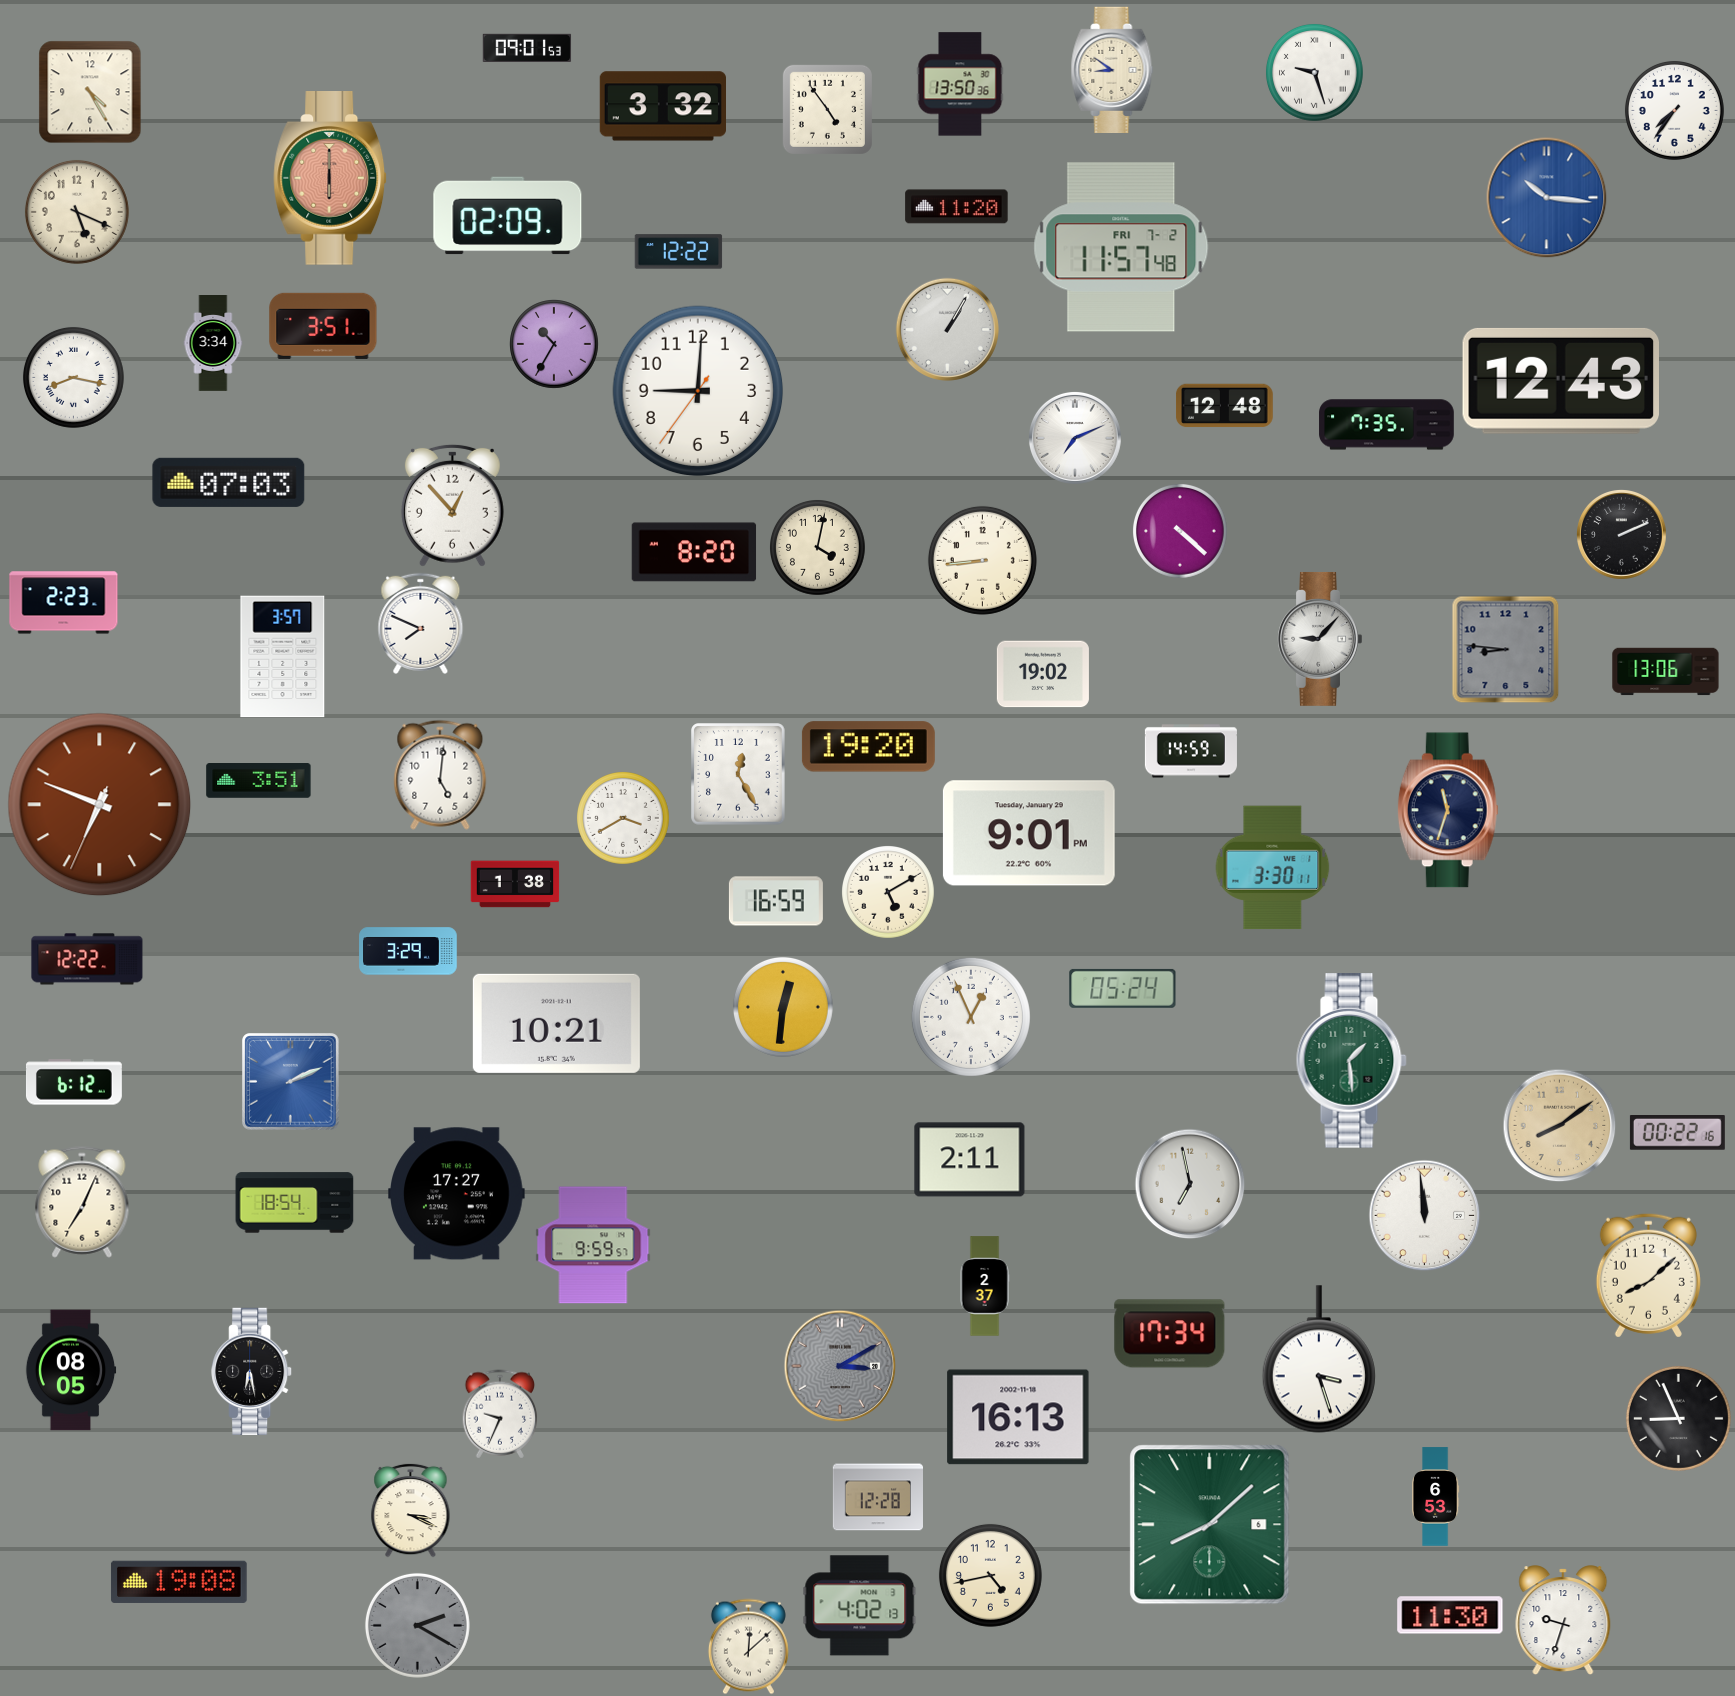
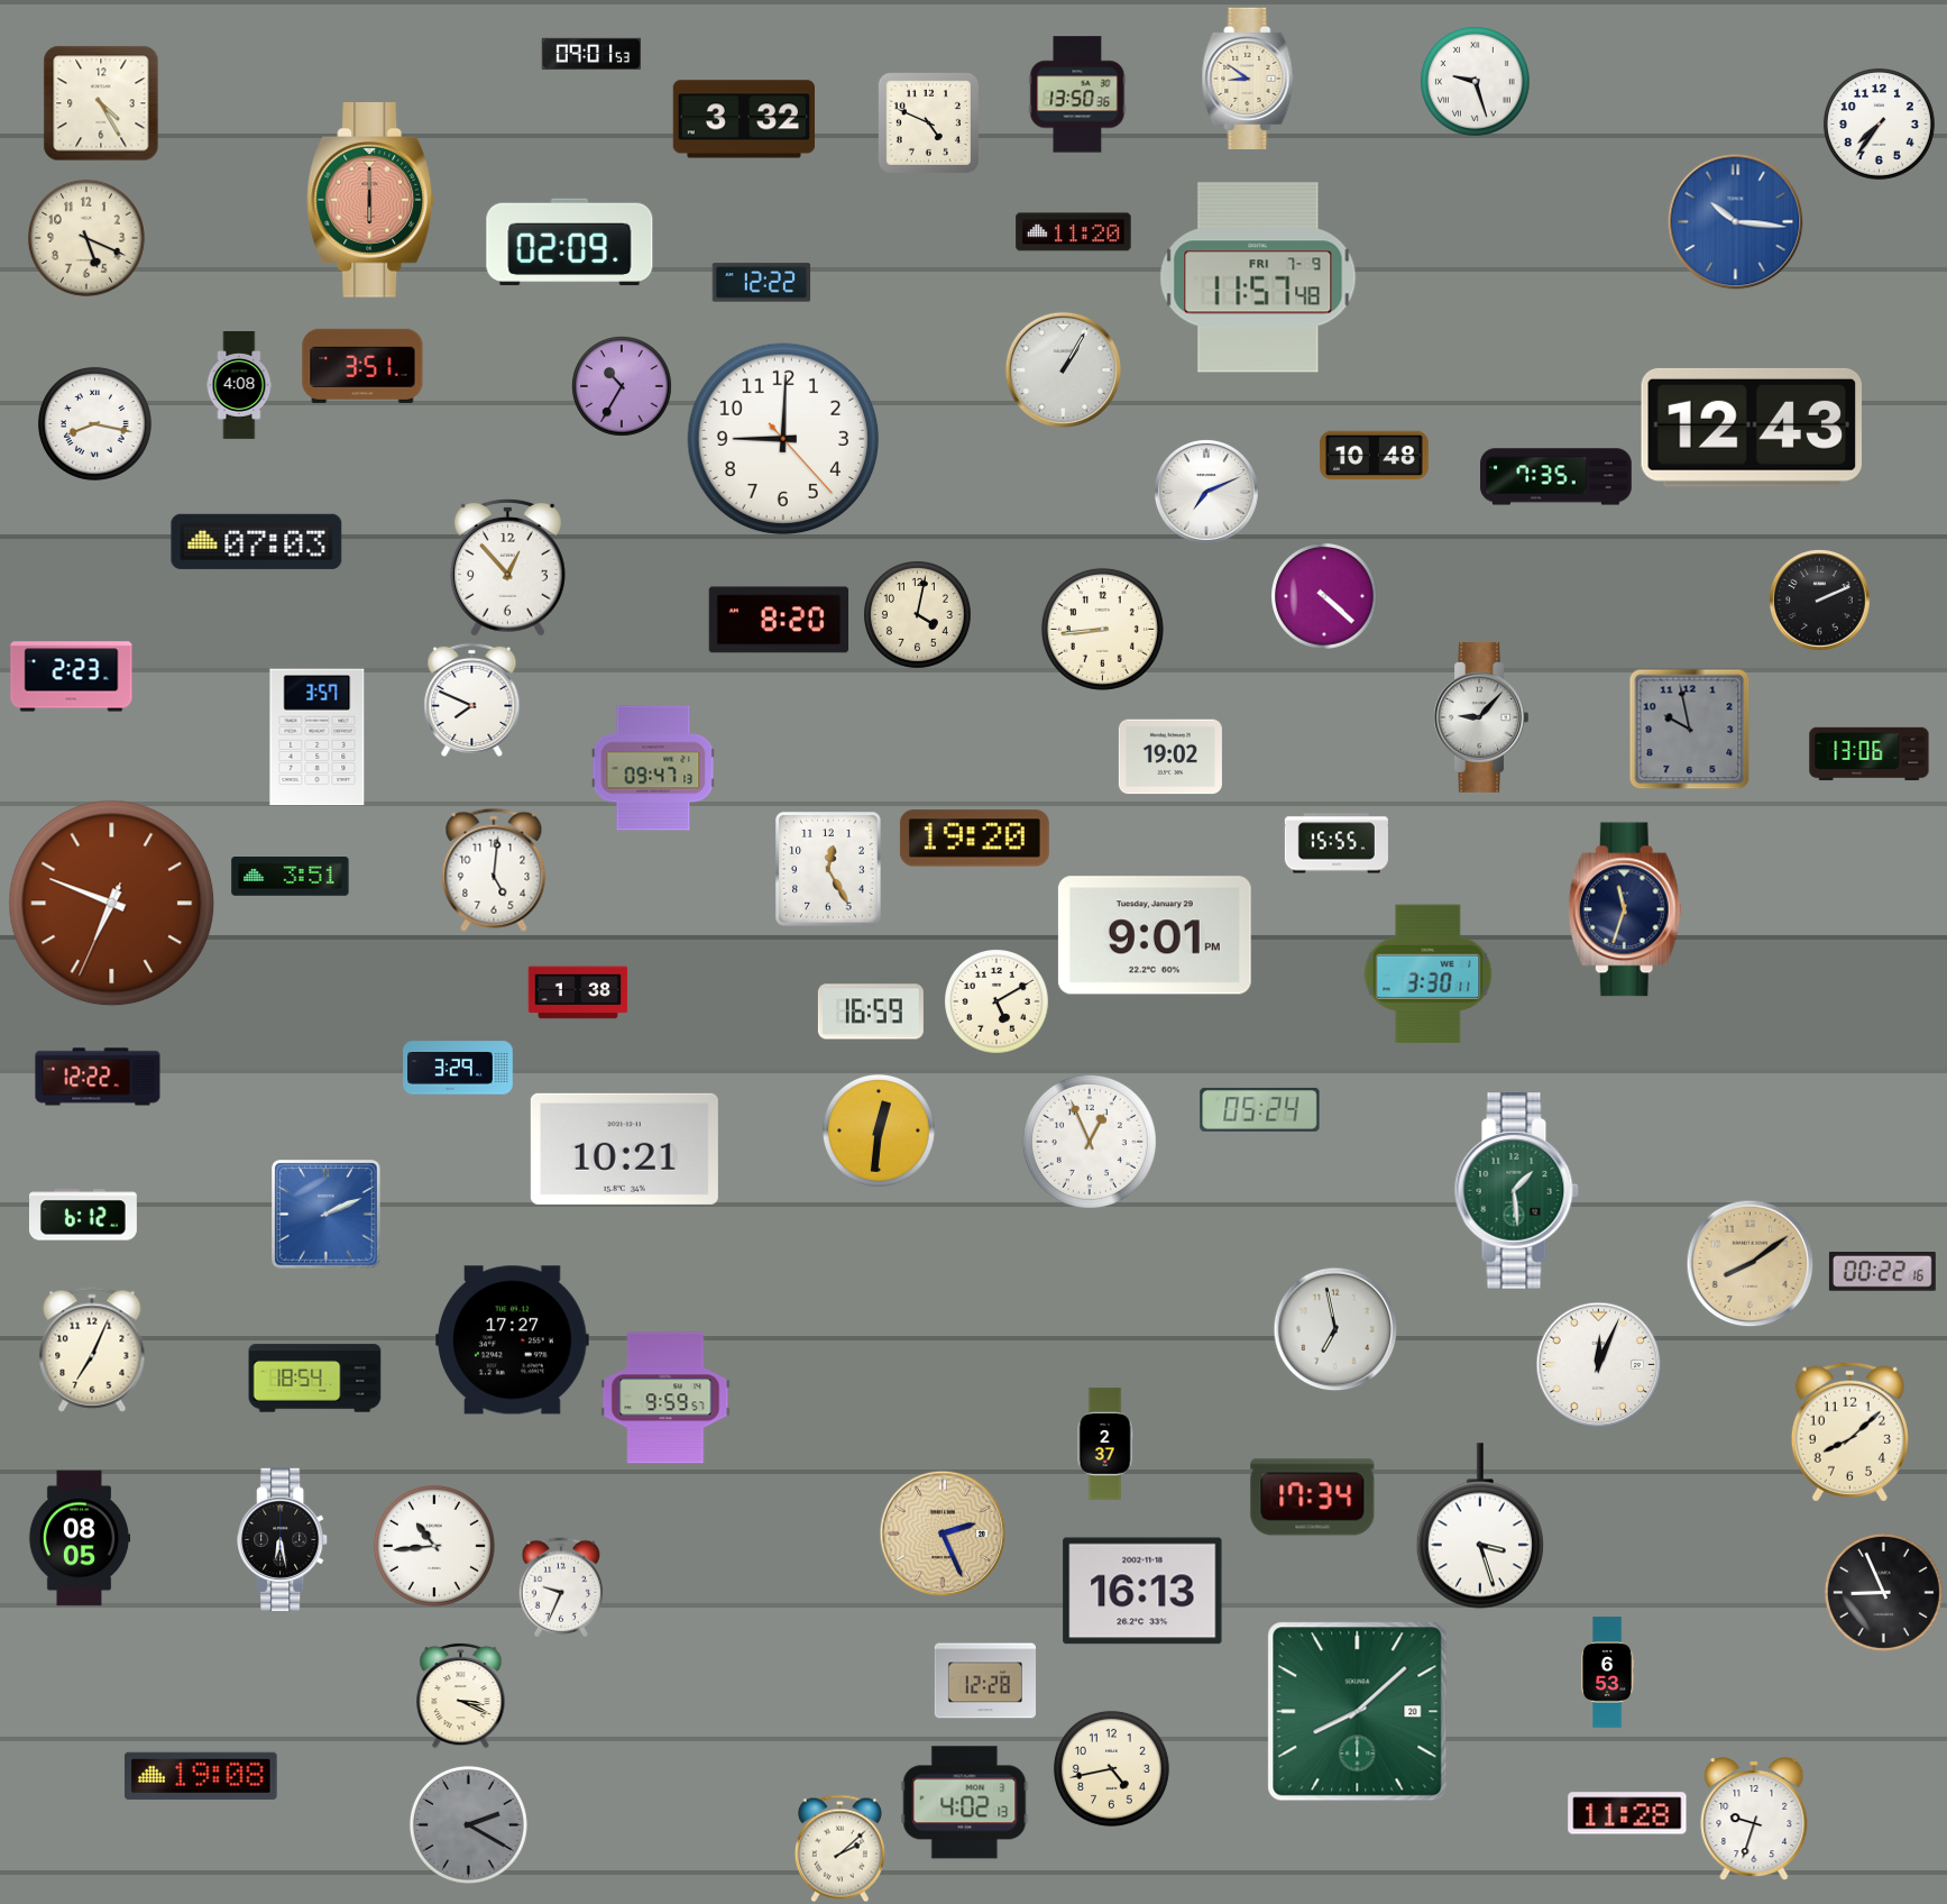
clock at (827, 109): 4:54 -> 4:49
clock at (1121, 247) date: FRI 7-2 -> FRI 7-9
clock at (213, 344): 3:34 -> 4:08
clock at (73, 377) position: (73, 377) -> (94, 423)
clock at (698, 391): 9:00:36 -> 9:00:23
clock at (1225, 406): 12:48 -> 10:48
clock at (1506, 650): 8:46 -> 9:58
clock at (653, 768): none -> 09:47
clock at (1191, 751): 14:59 -> 15:55
clock at (624, 819): 3:40 -> none
clock at (970, 1160): 2:11 -> none
clock at (295, 1203) position: (295, 1203) -> (315, 1379)
clock at (1425, 1216): 11:59 -> 12:04
clock at (840, 1366): 3:10 -> 2:26
clock at (840, 1366) dial: grey -> champagne
clock at (434, 1546): none -> 10:44
clock at (1436, 1497) position: (1436, 1497) -> (1608, 1673)
clock at (1210, 1525) date: 6 -> 20
clock at (1450, 1615): 11:30 -> 11:28
clock at (748, 1647): 12:08 -> 2:08
